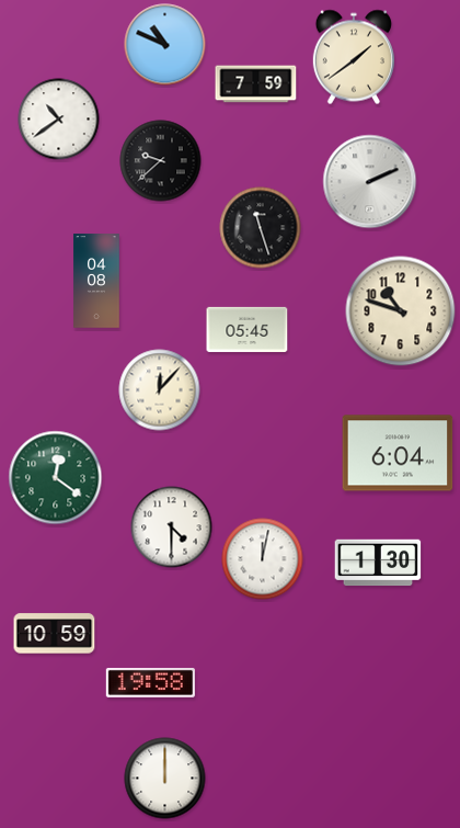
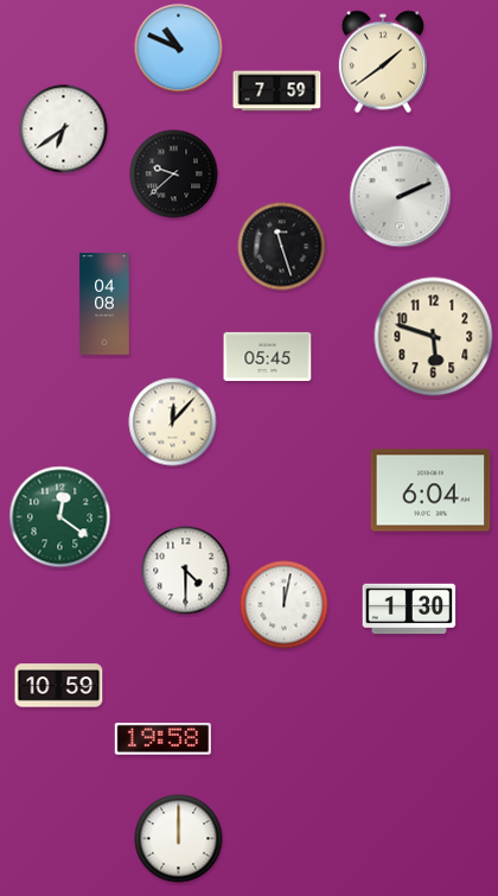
clock at (59, 120): 10:39 -> 6:39
clock at (401, 311): 10:48 -> 5:48
clock at (165, 779) position: (165, 779) -> (179, 839)
